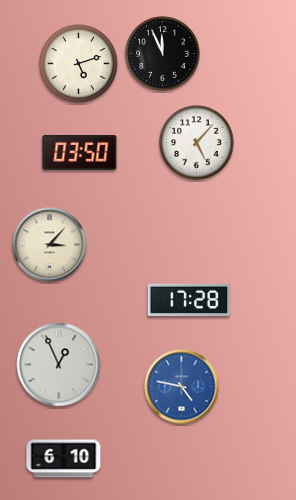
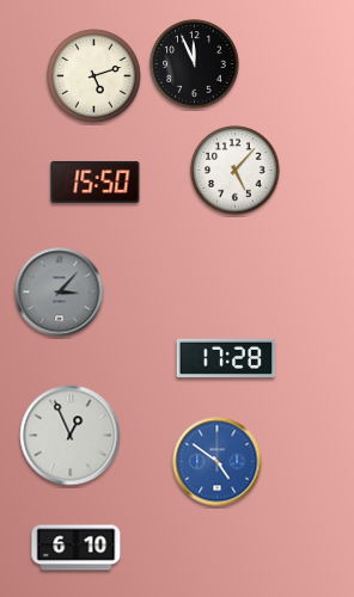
clock at (80, 153): 03:50 -> 15:50
clock at (50, 245) dial: cream -> grey
clock at (182, 387): 4:47 -> 4:51
